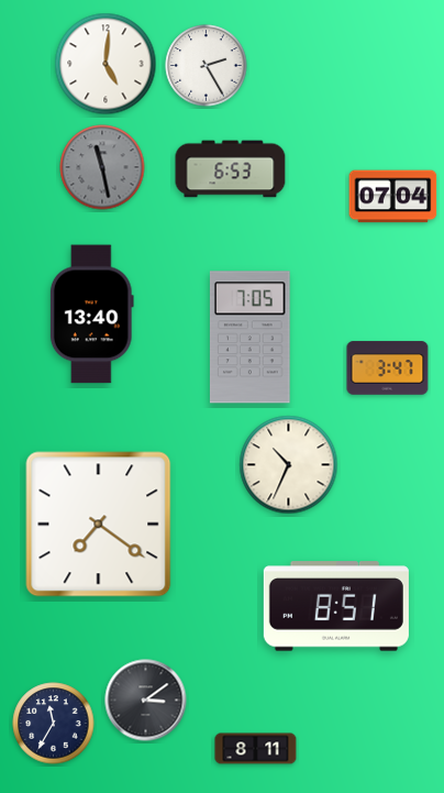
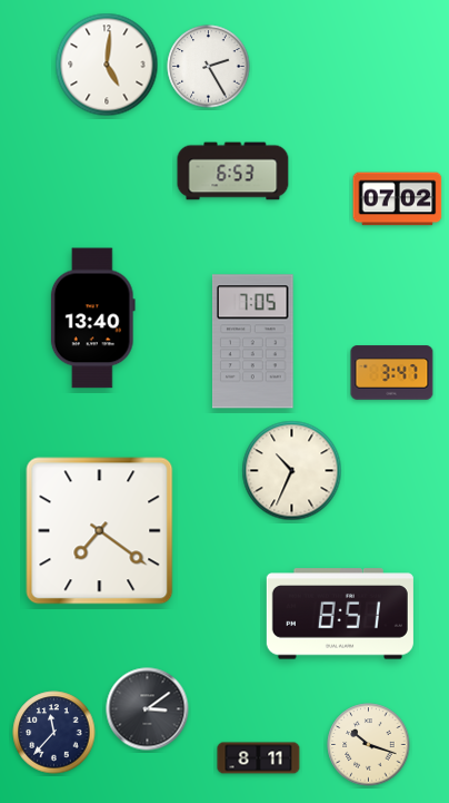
clock at (102, 167): 11:28 -> none
clock at (393, 197): 07:04 -> 07:02
clock at (54, 724): 11:35 -> 11:37
clock at (369, 745): none -> 10:18
